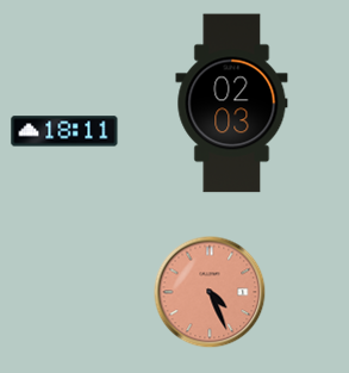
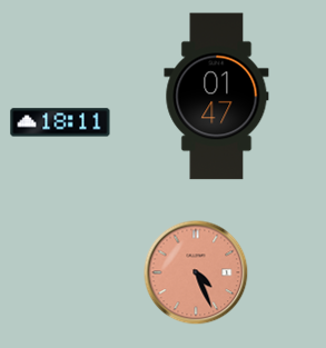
clock at (232, 104): 02:03 -> 01:47
